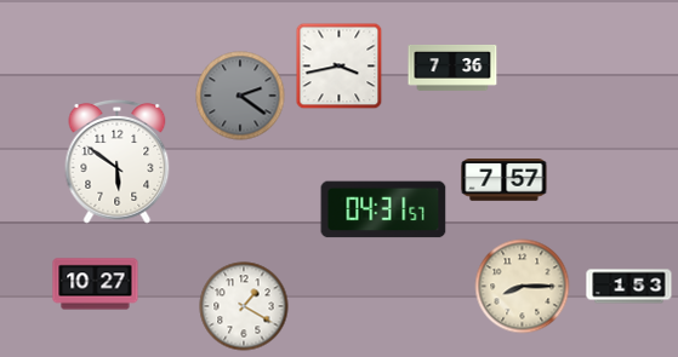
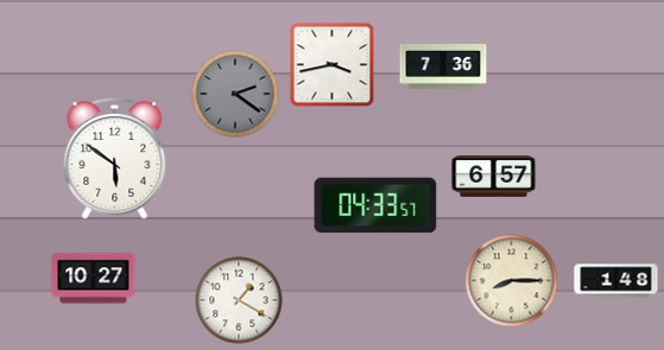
clock at (505, 180): 7:57 -> 6:57
clock at (383, 209): 04:31 -> 04:33
clock at (629, 287): 1:53 -> 1:48
